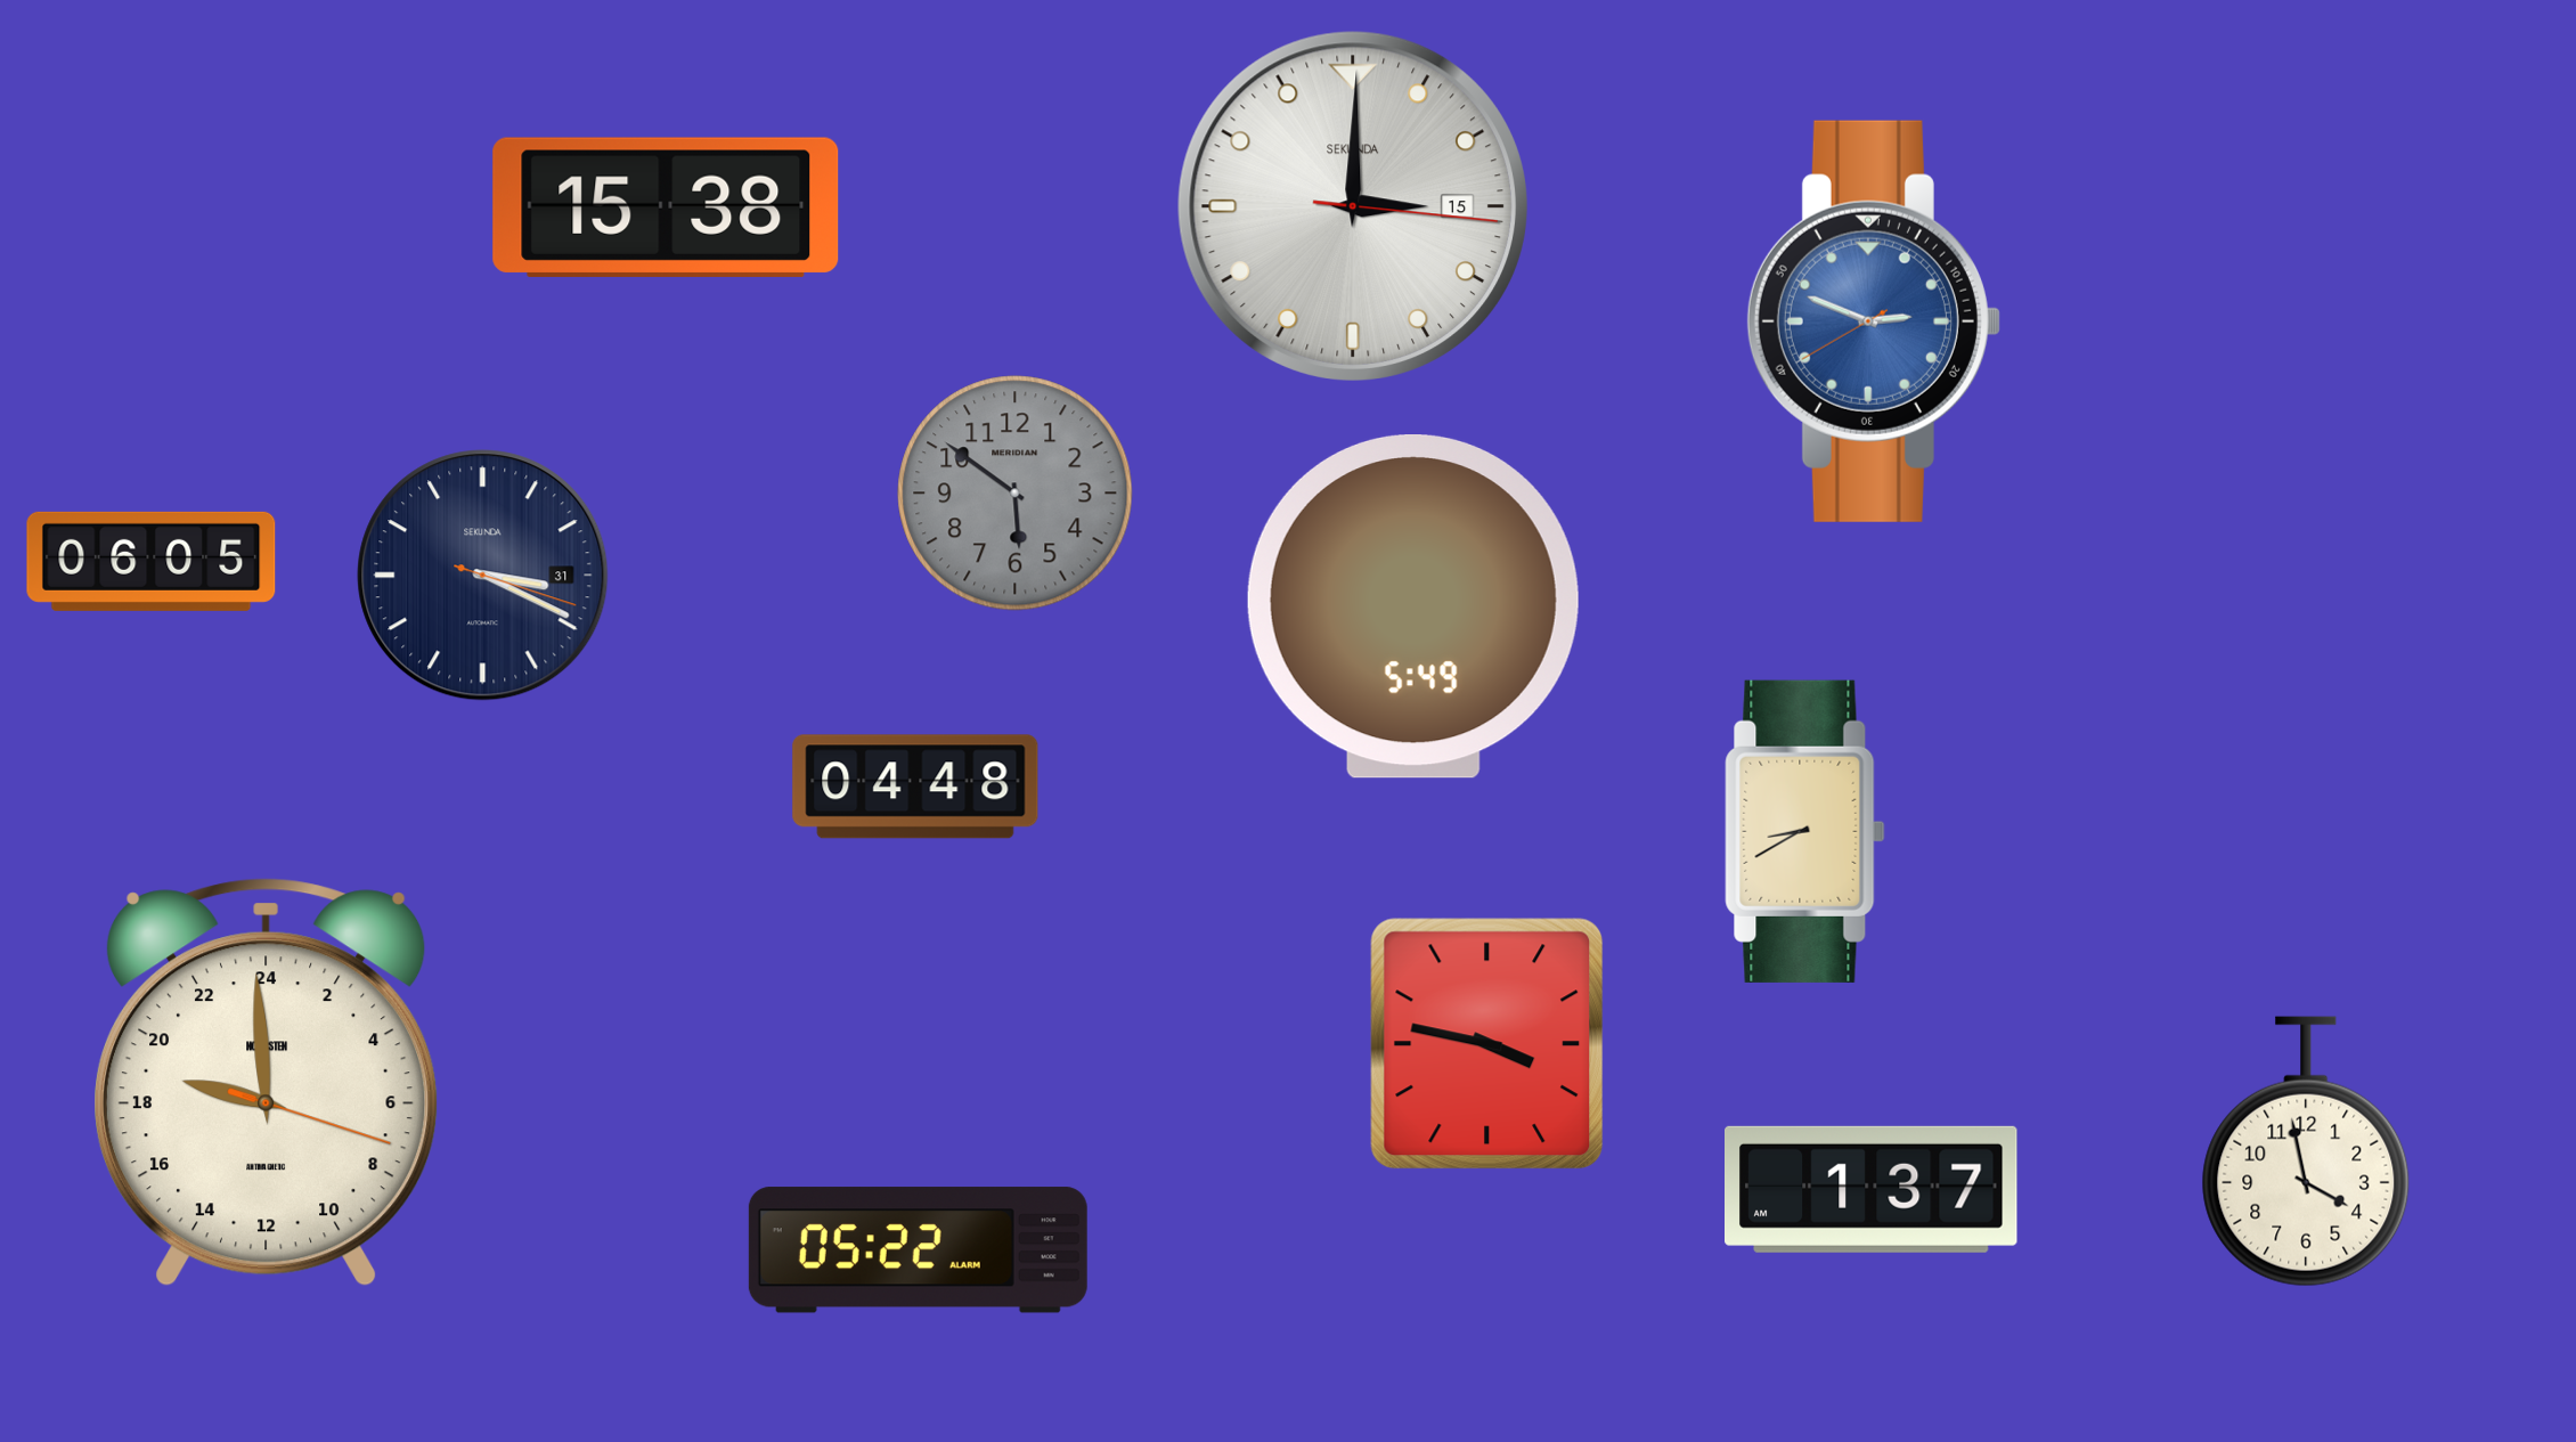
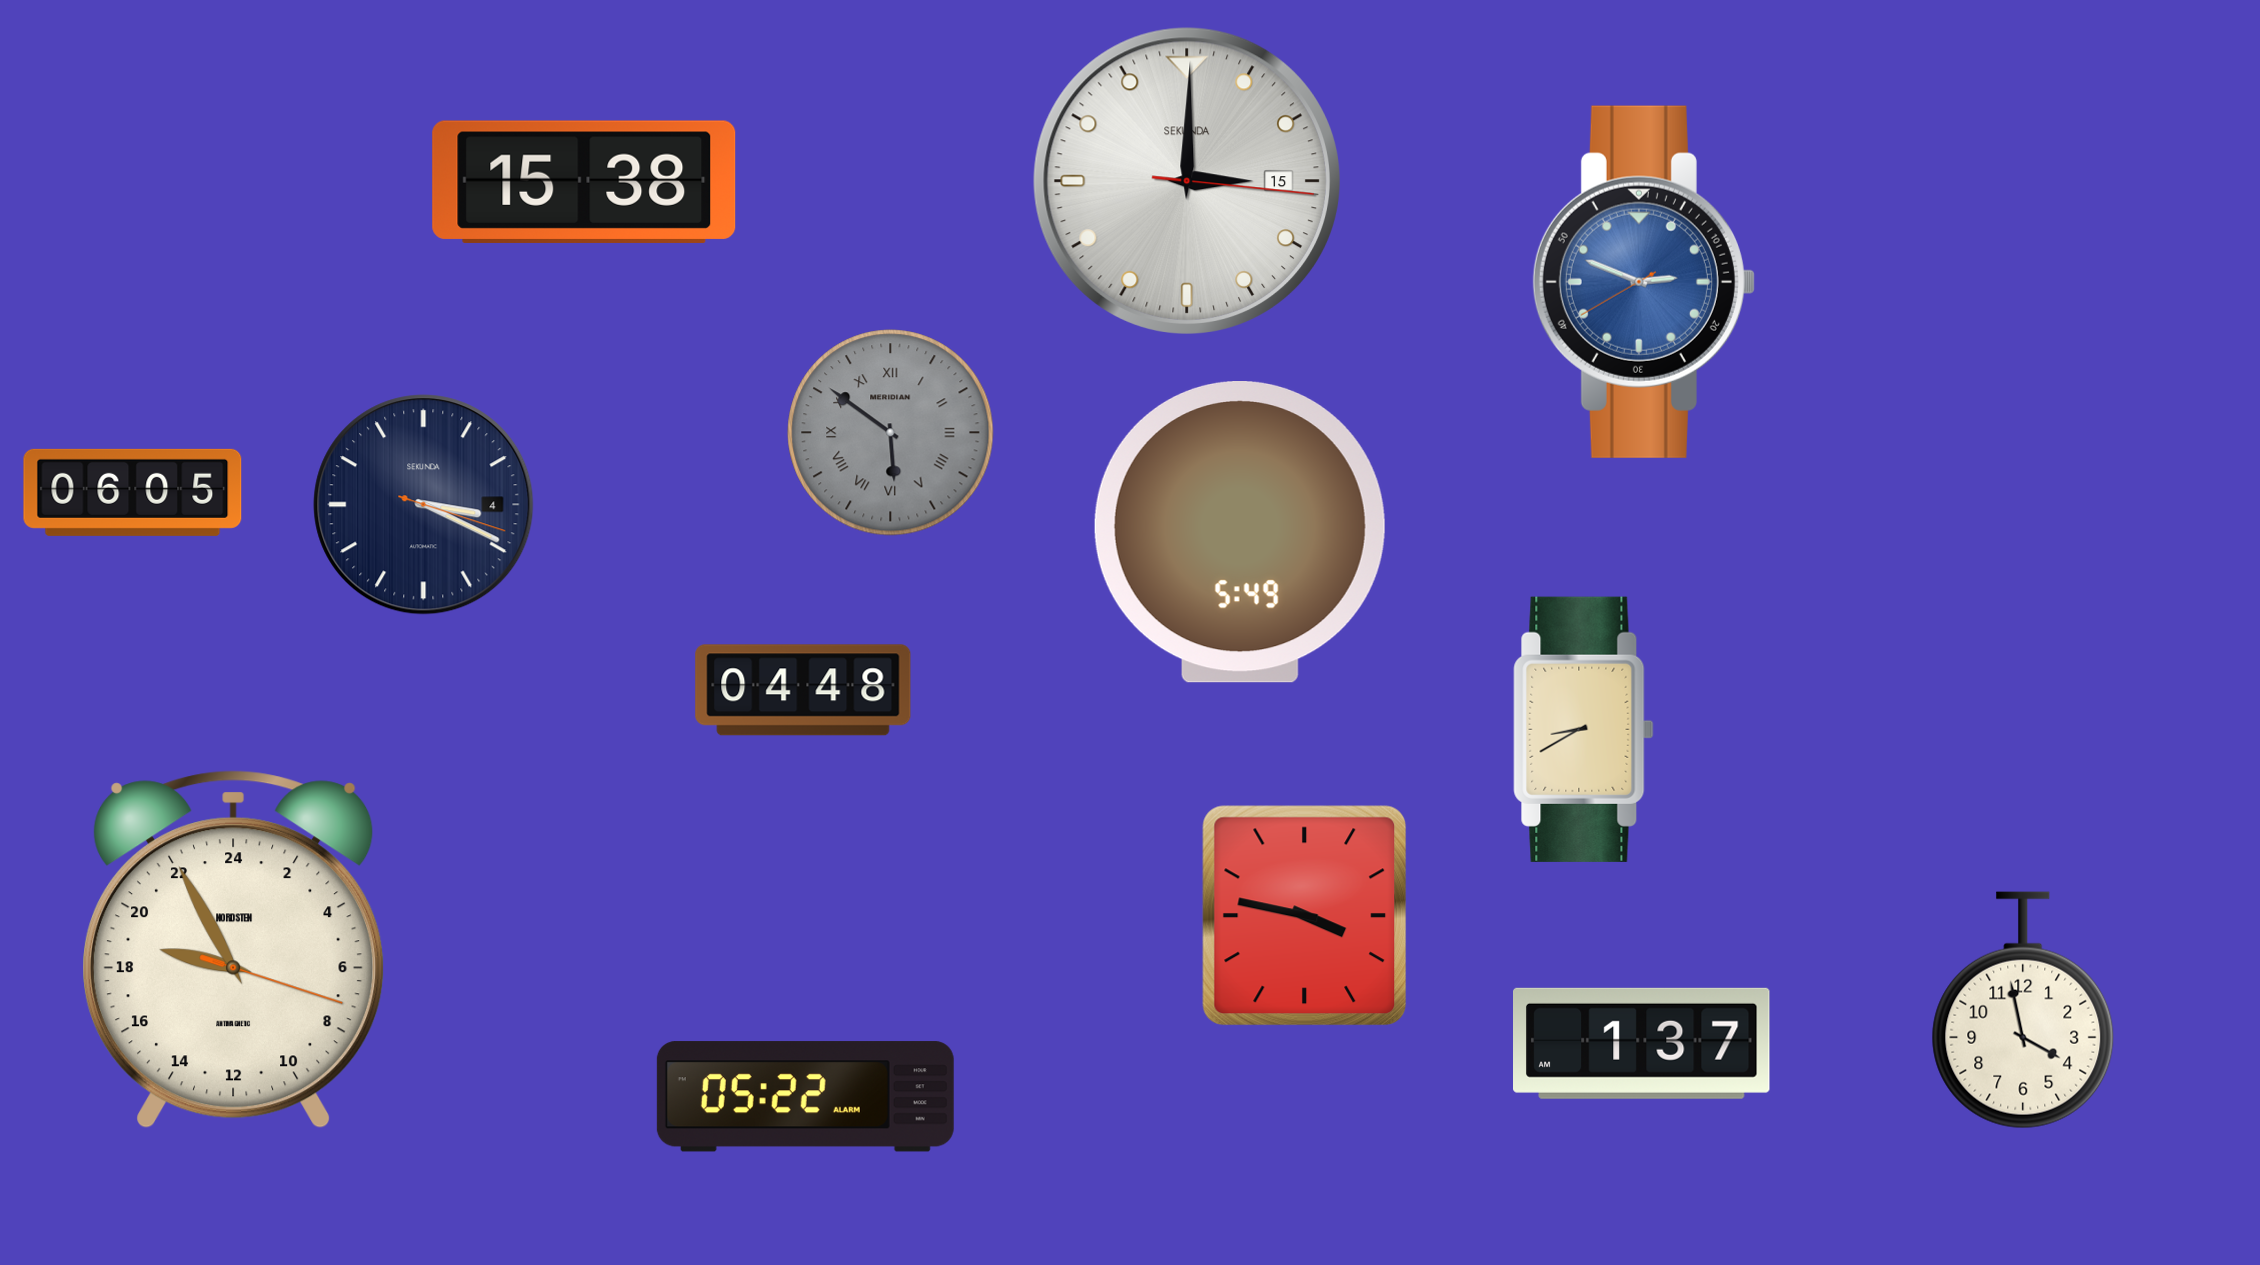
clock at (1016, 494) numerals: Arabic -> Roman
clock at (483, 576) date: 31 -> 4
clock at (267, 1083): 18:59 -> 18:55
